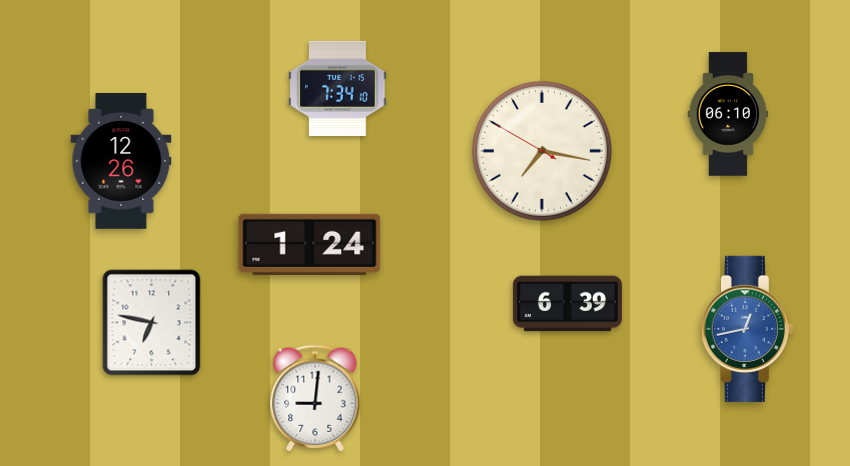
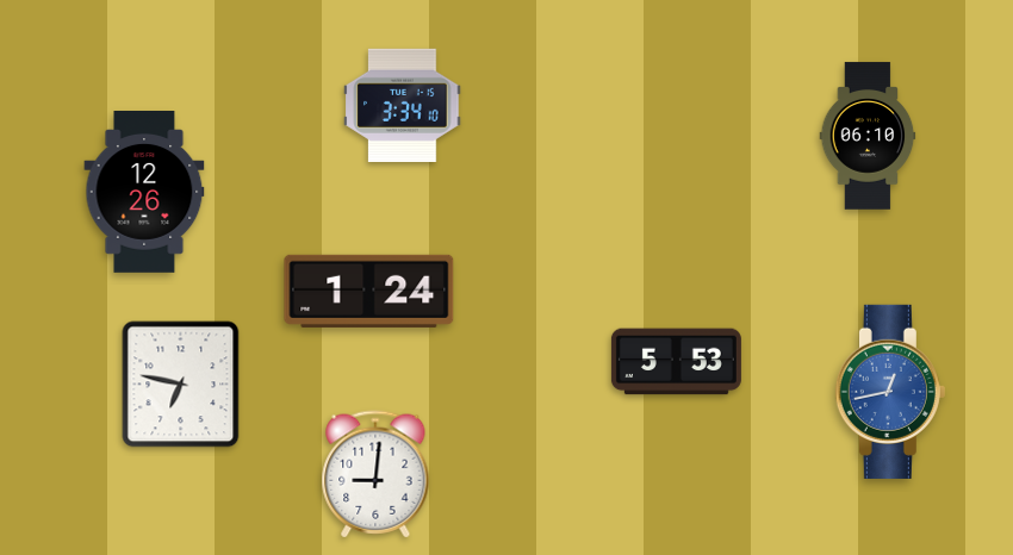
clock at (338, 88): 7:34 -> 3:34
clock at (542, 151): 7:16 -> none
clock at (567, 304): 6:39 -> 5:53
